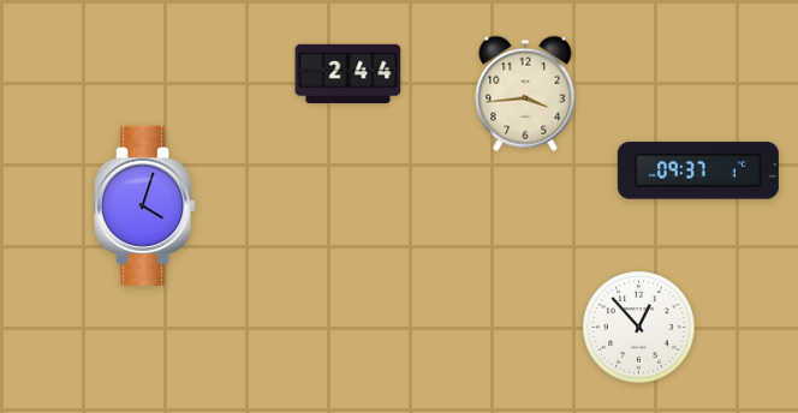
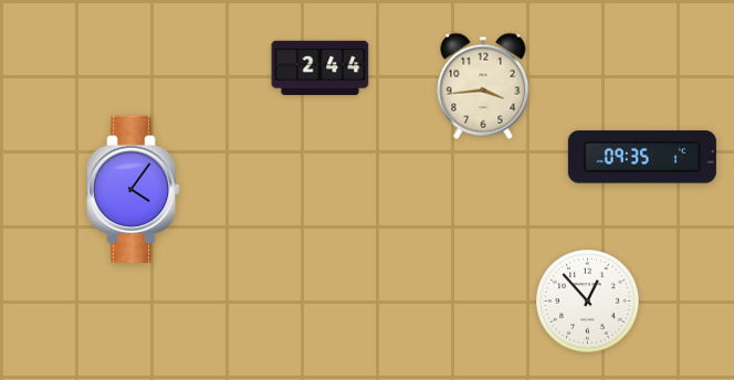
clock at (698, 170): 09:37 -> 09:35
clock at (147, 205): 4:03 -> 4:06
